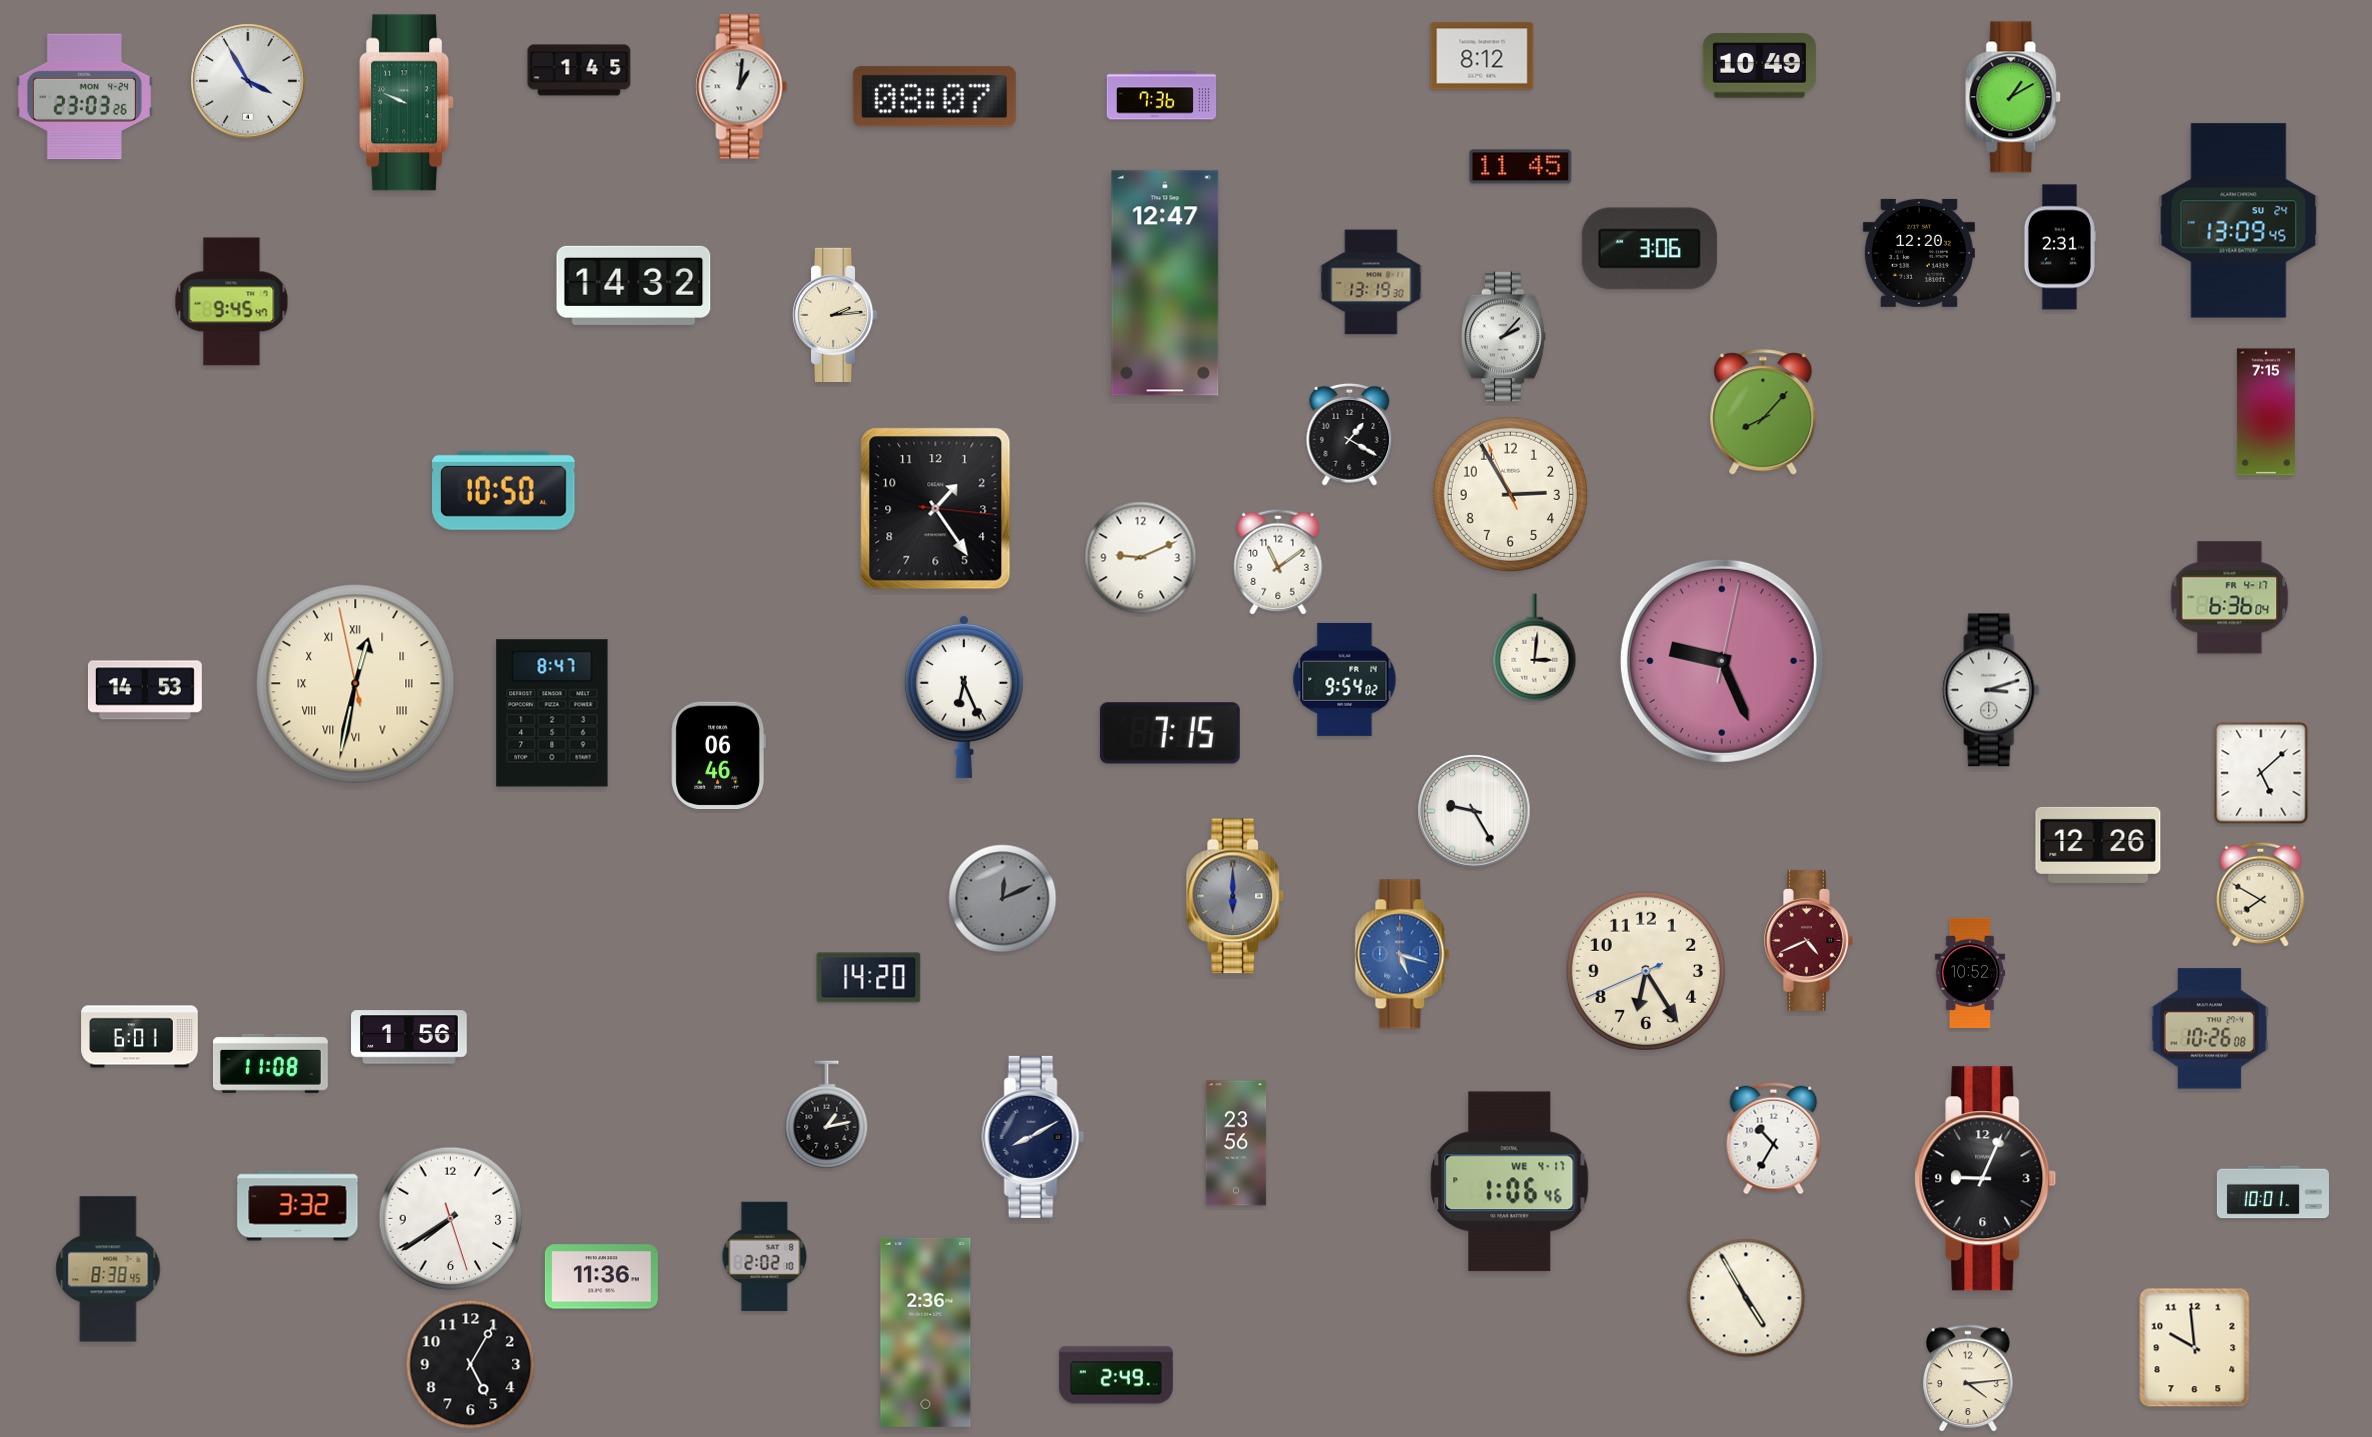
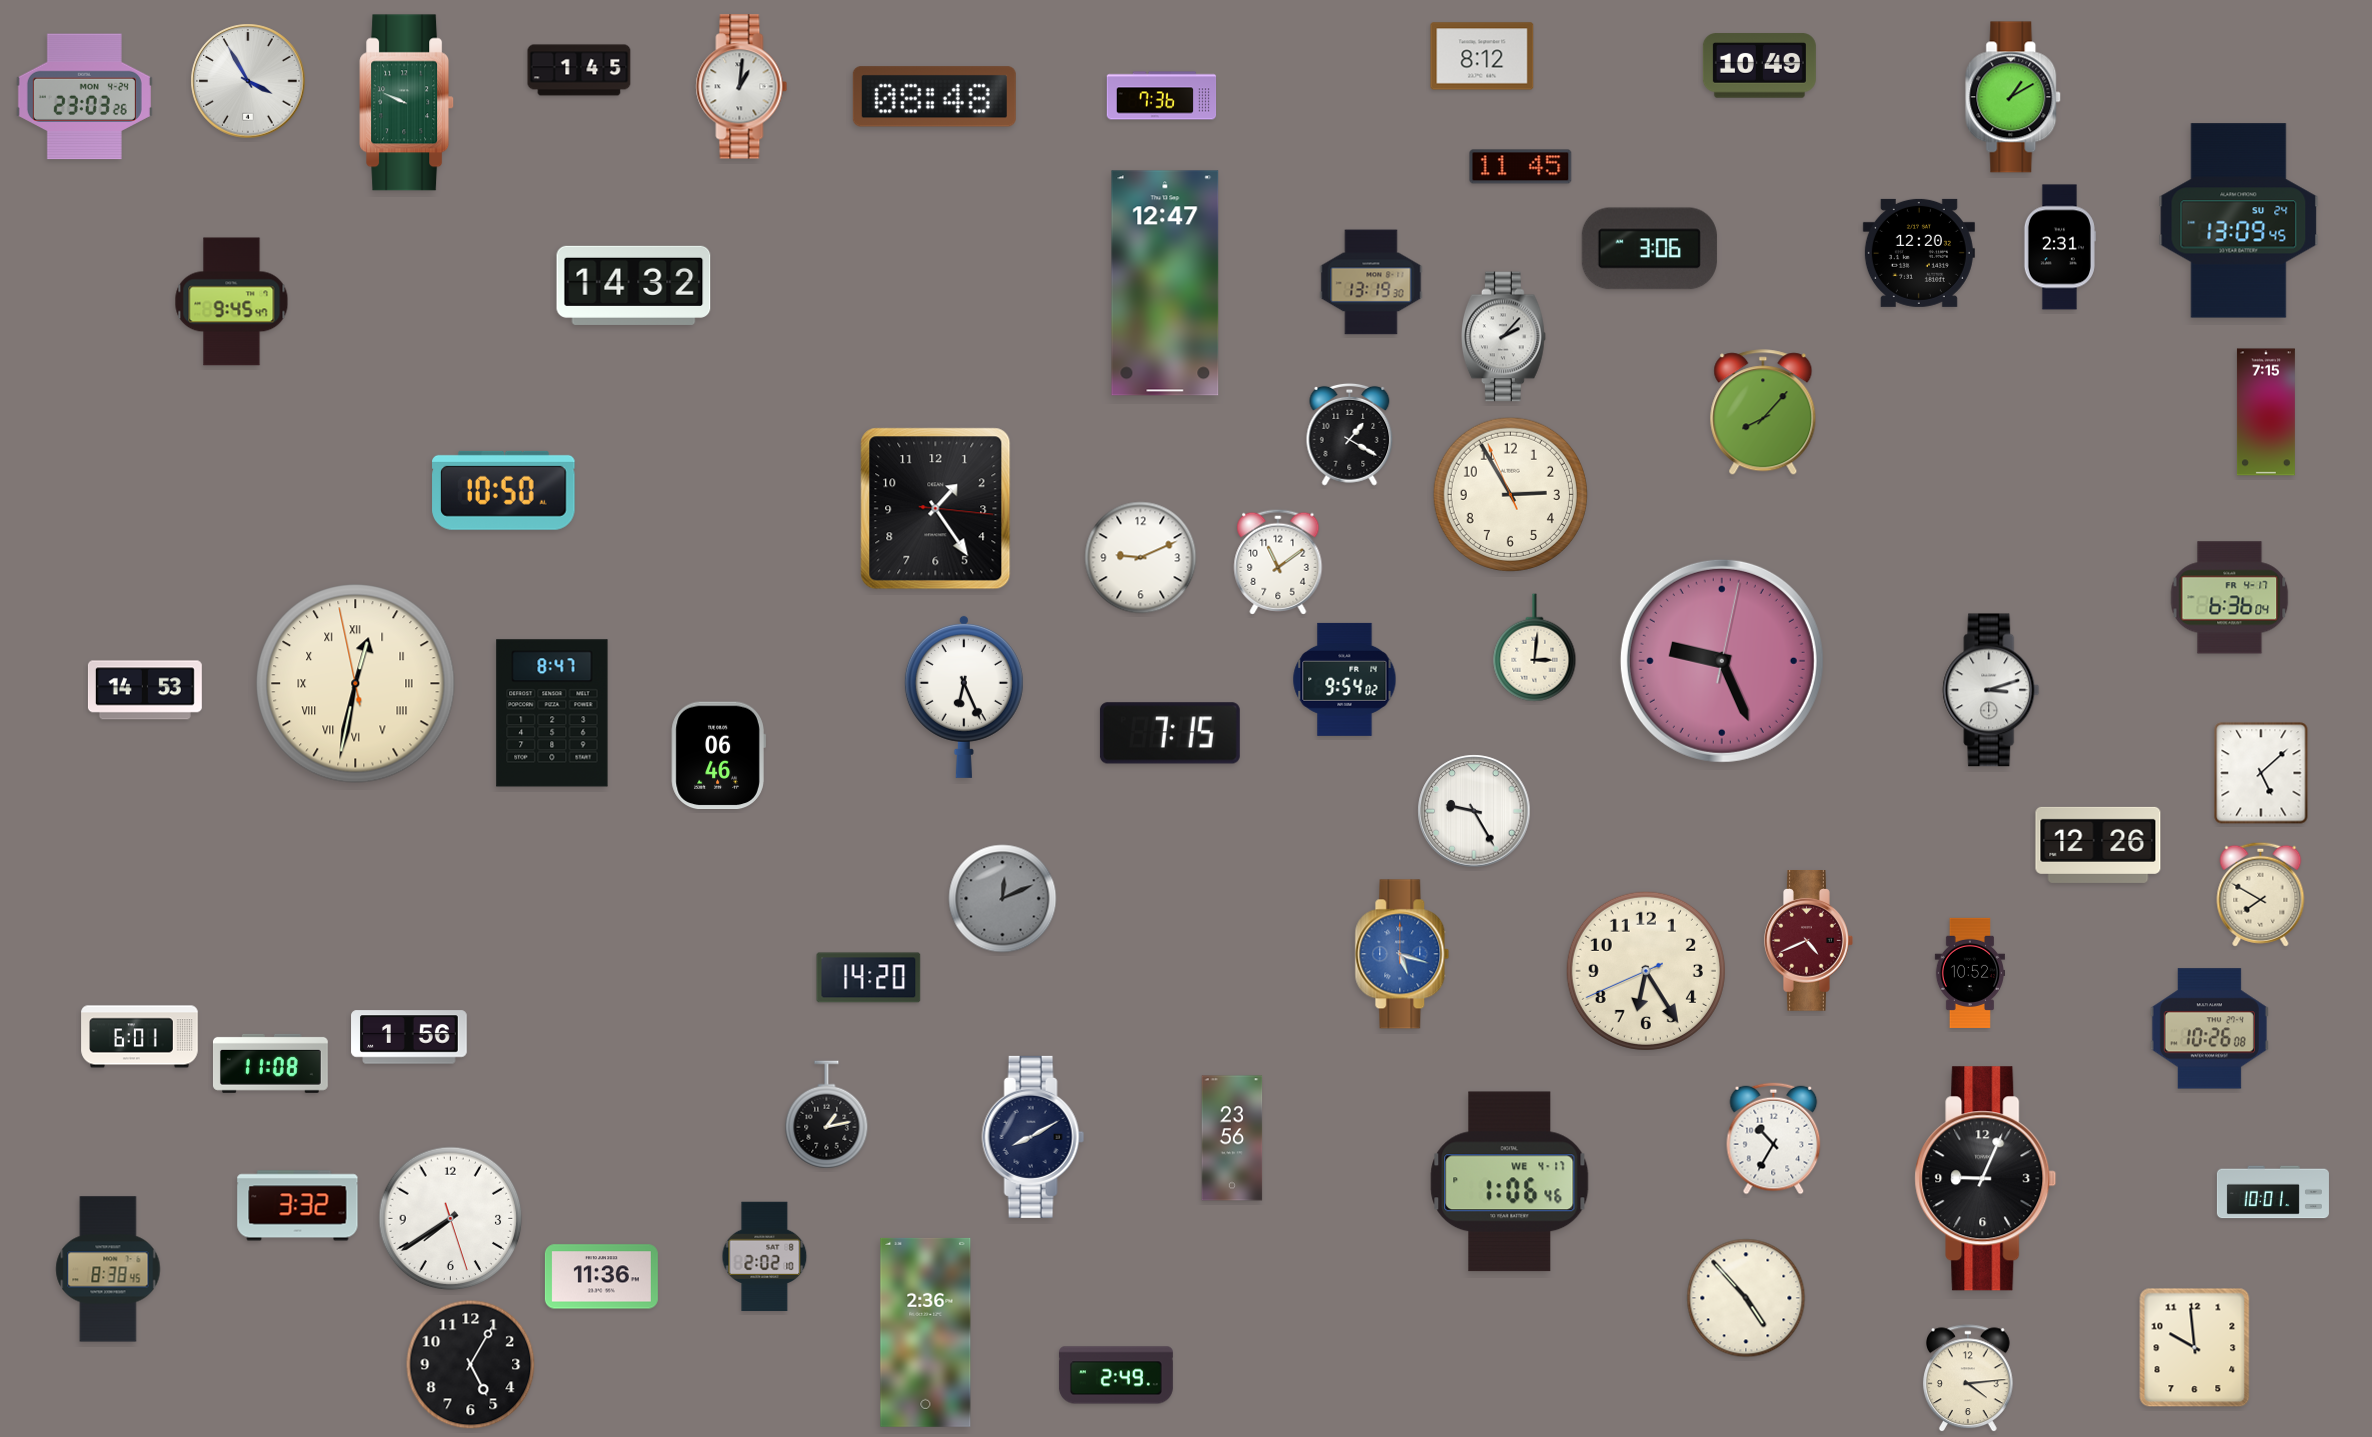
clock at (934, 97): 08:07 -> 08:48
clock at (835, 314): 2:14 -> none
clock at (1235, 896): 6:00 -> none
clock at (1236, 1143) position: (1236, 1143) -> (1232, 1138)
clock at (1746, 1298): 4:55 -> 4:53
